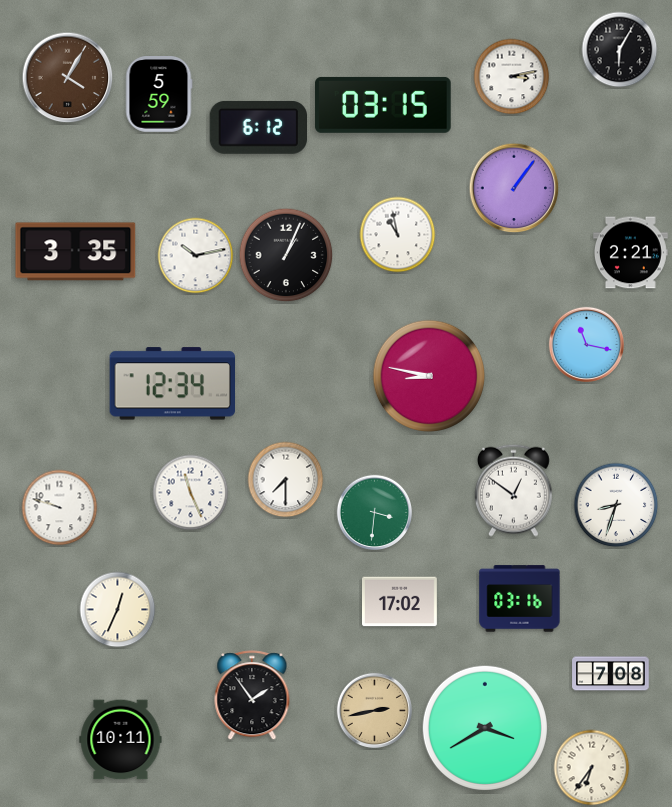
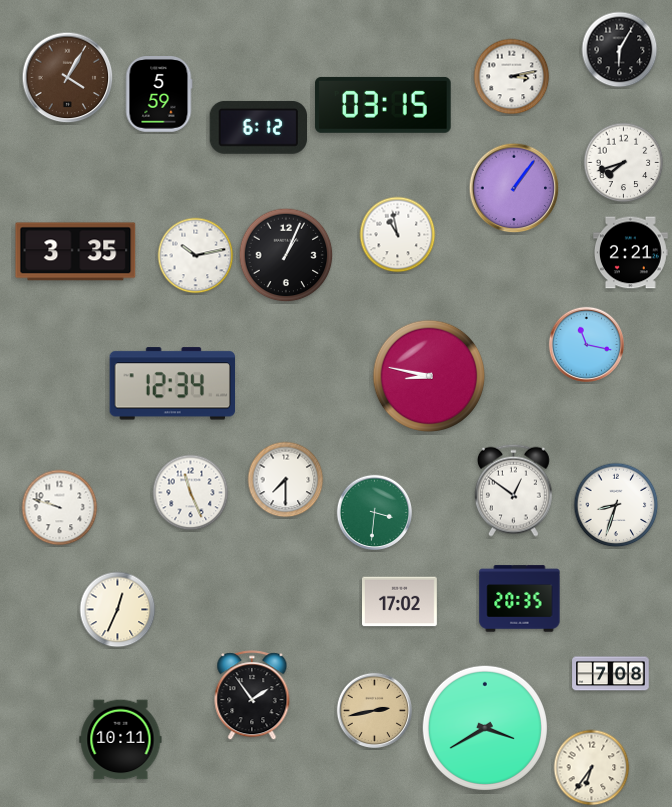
clock at (624, 163): none -> 7:42
clock at (520, 599): 03:16 -> 20:35
